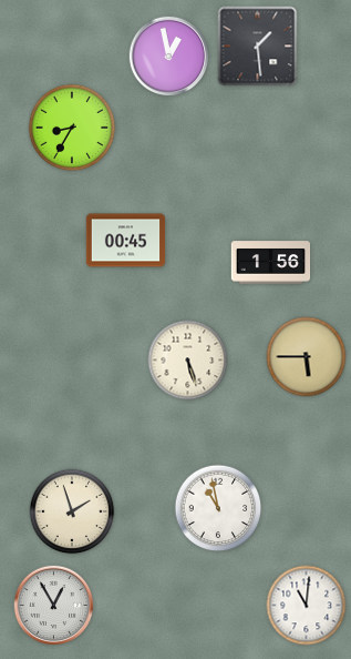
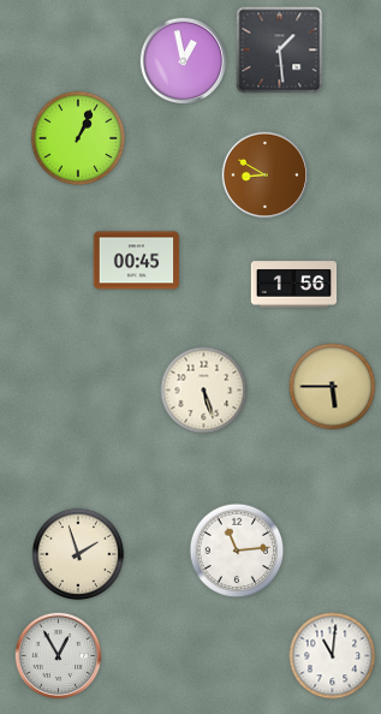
clock at (72, 128): 8:35 -> 1:04
clock at (266, 175): none -> 8:50
clock at (218, 508): 10:58 -> 11:14
